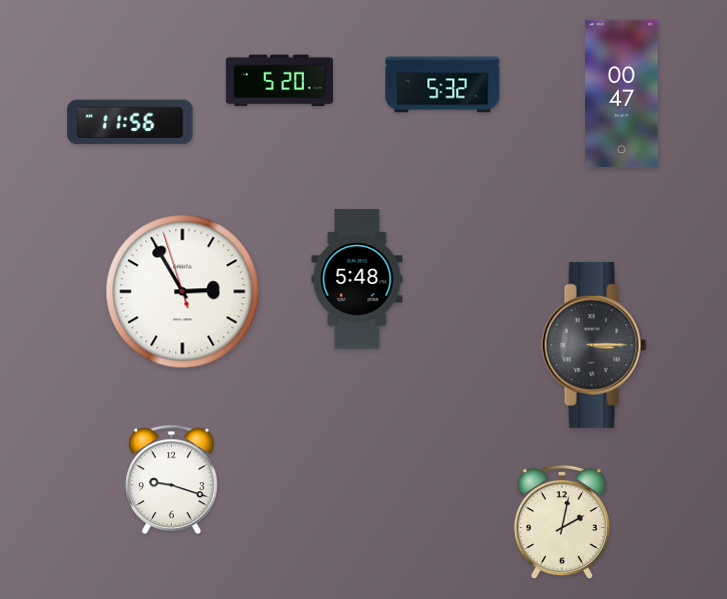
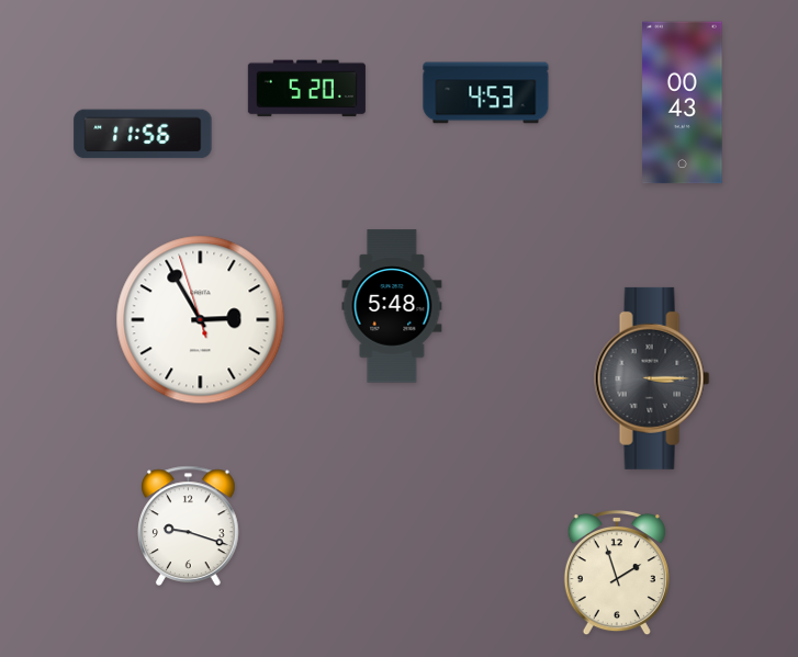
clock at (443, 85): 5:32 -> 4:53
clock at (622, 94): 00:47 -> 00:43
clock at (562, 522): 2:02 -> 1:57
